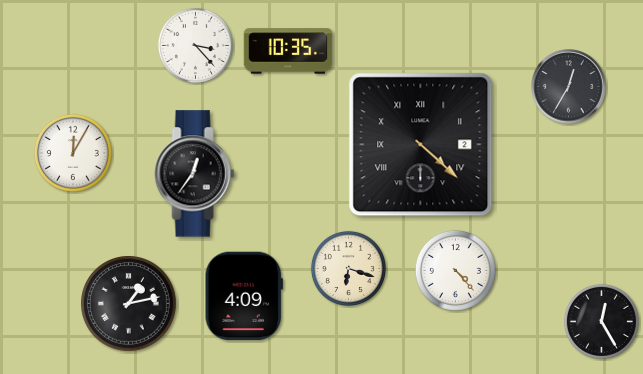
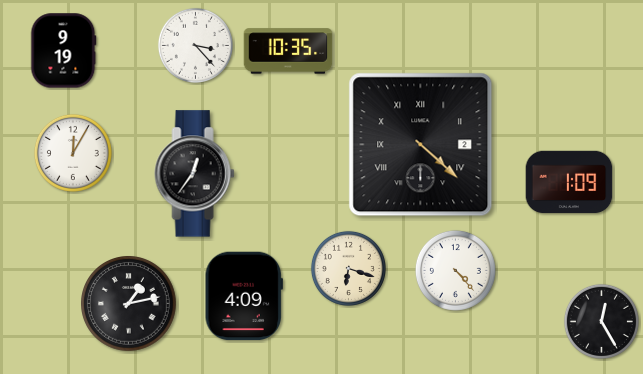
clock at (64, 51): none -> 9:19
clock at (569, 87): 12:35 -> none
clock at (569, 182): none -> 1:09
